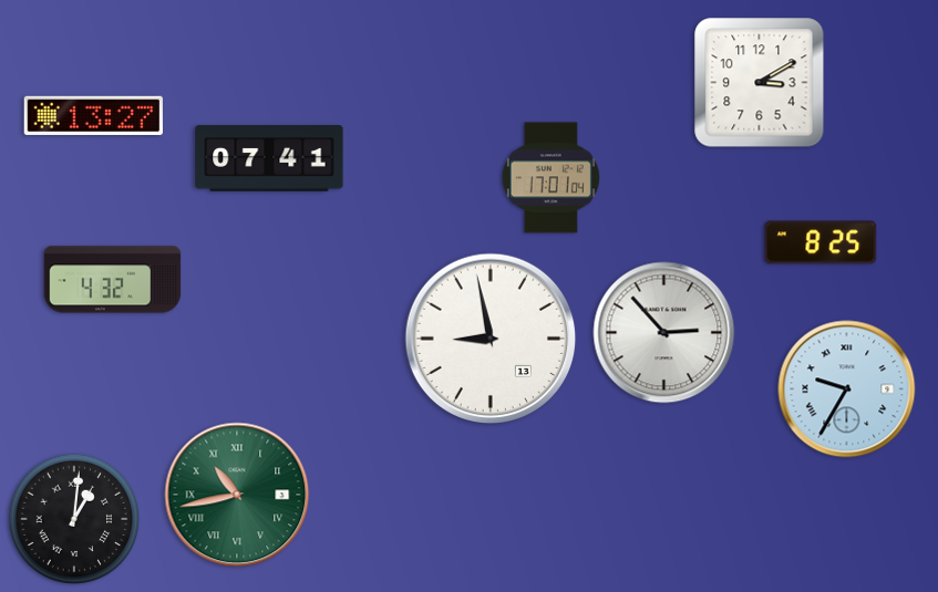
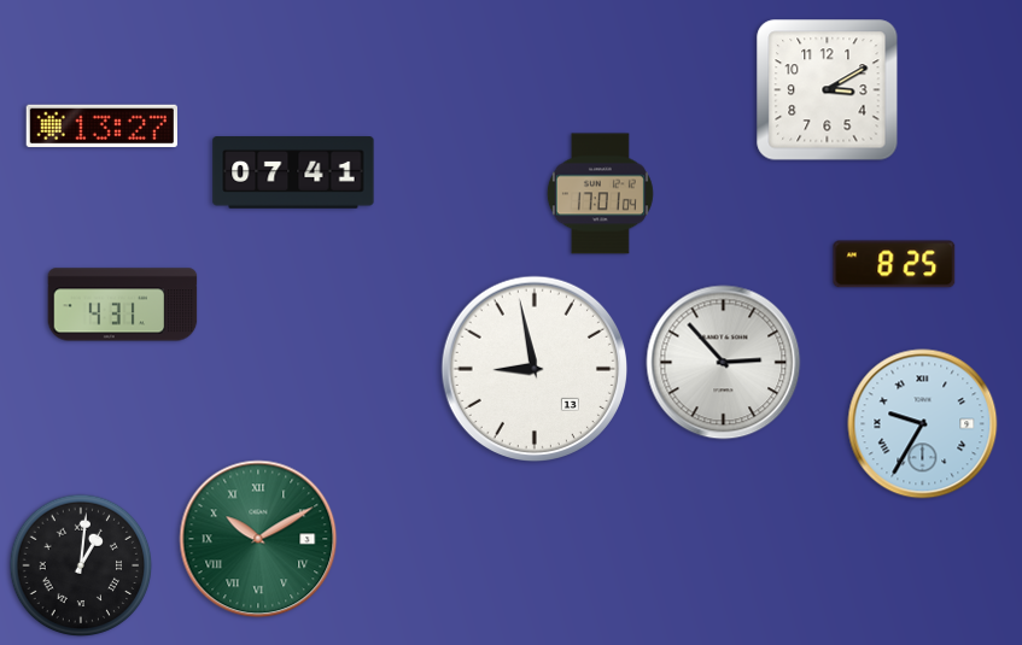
clock at (113, 280): 4:32 -> 4:31
clock at (237, 495): 10:43 -> 10:10
